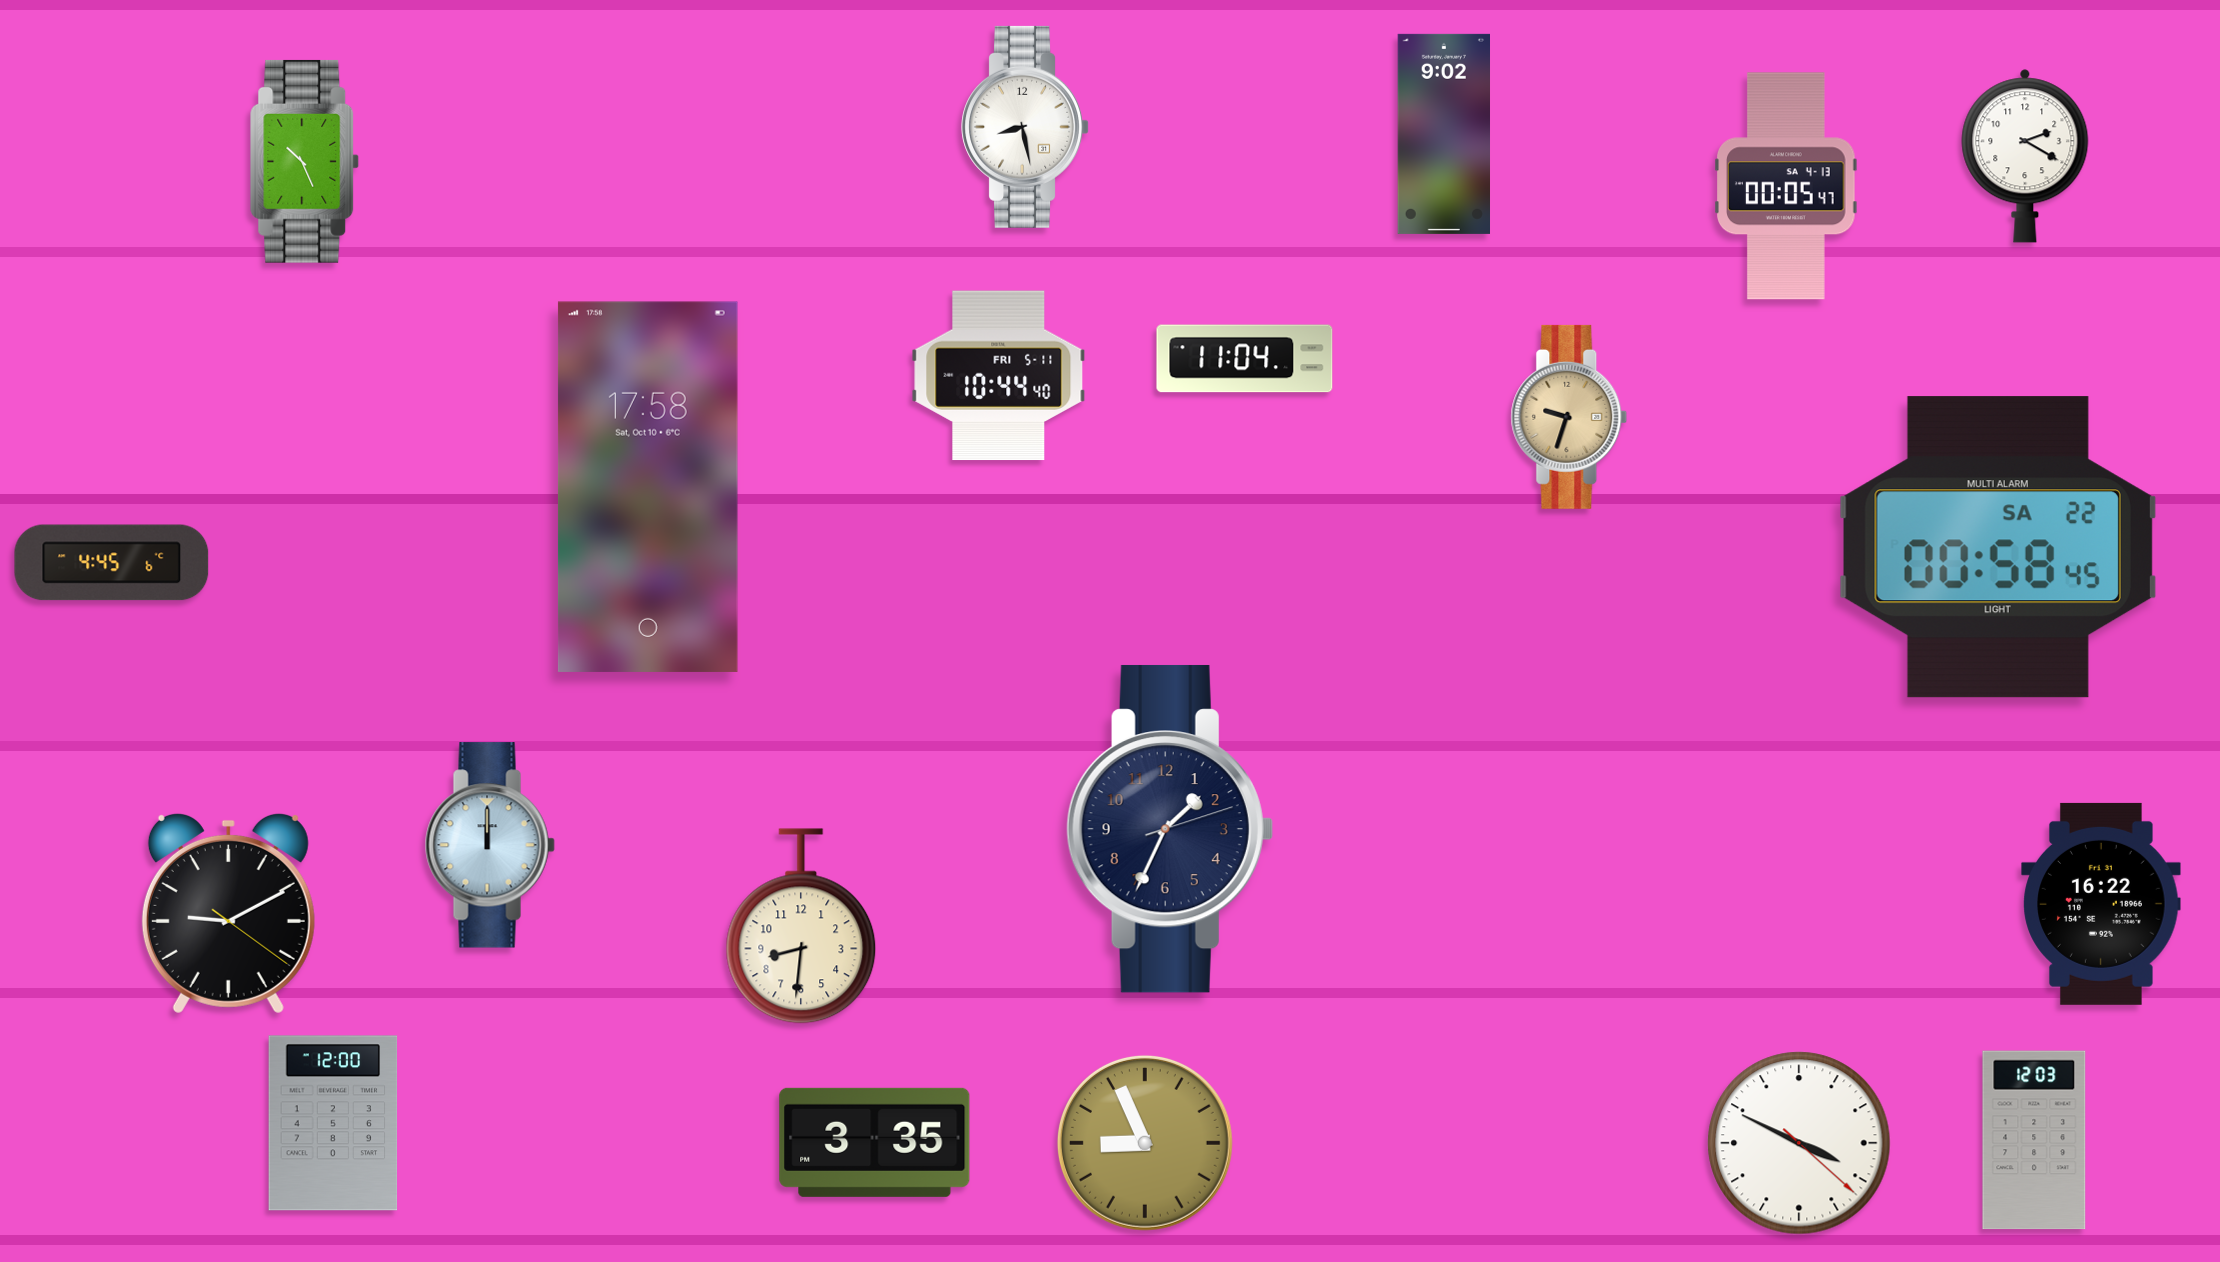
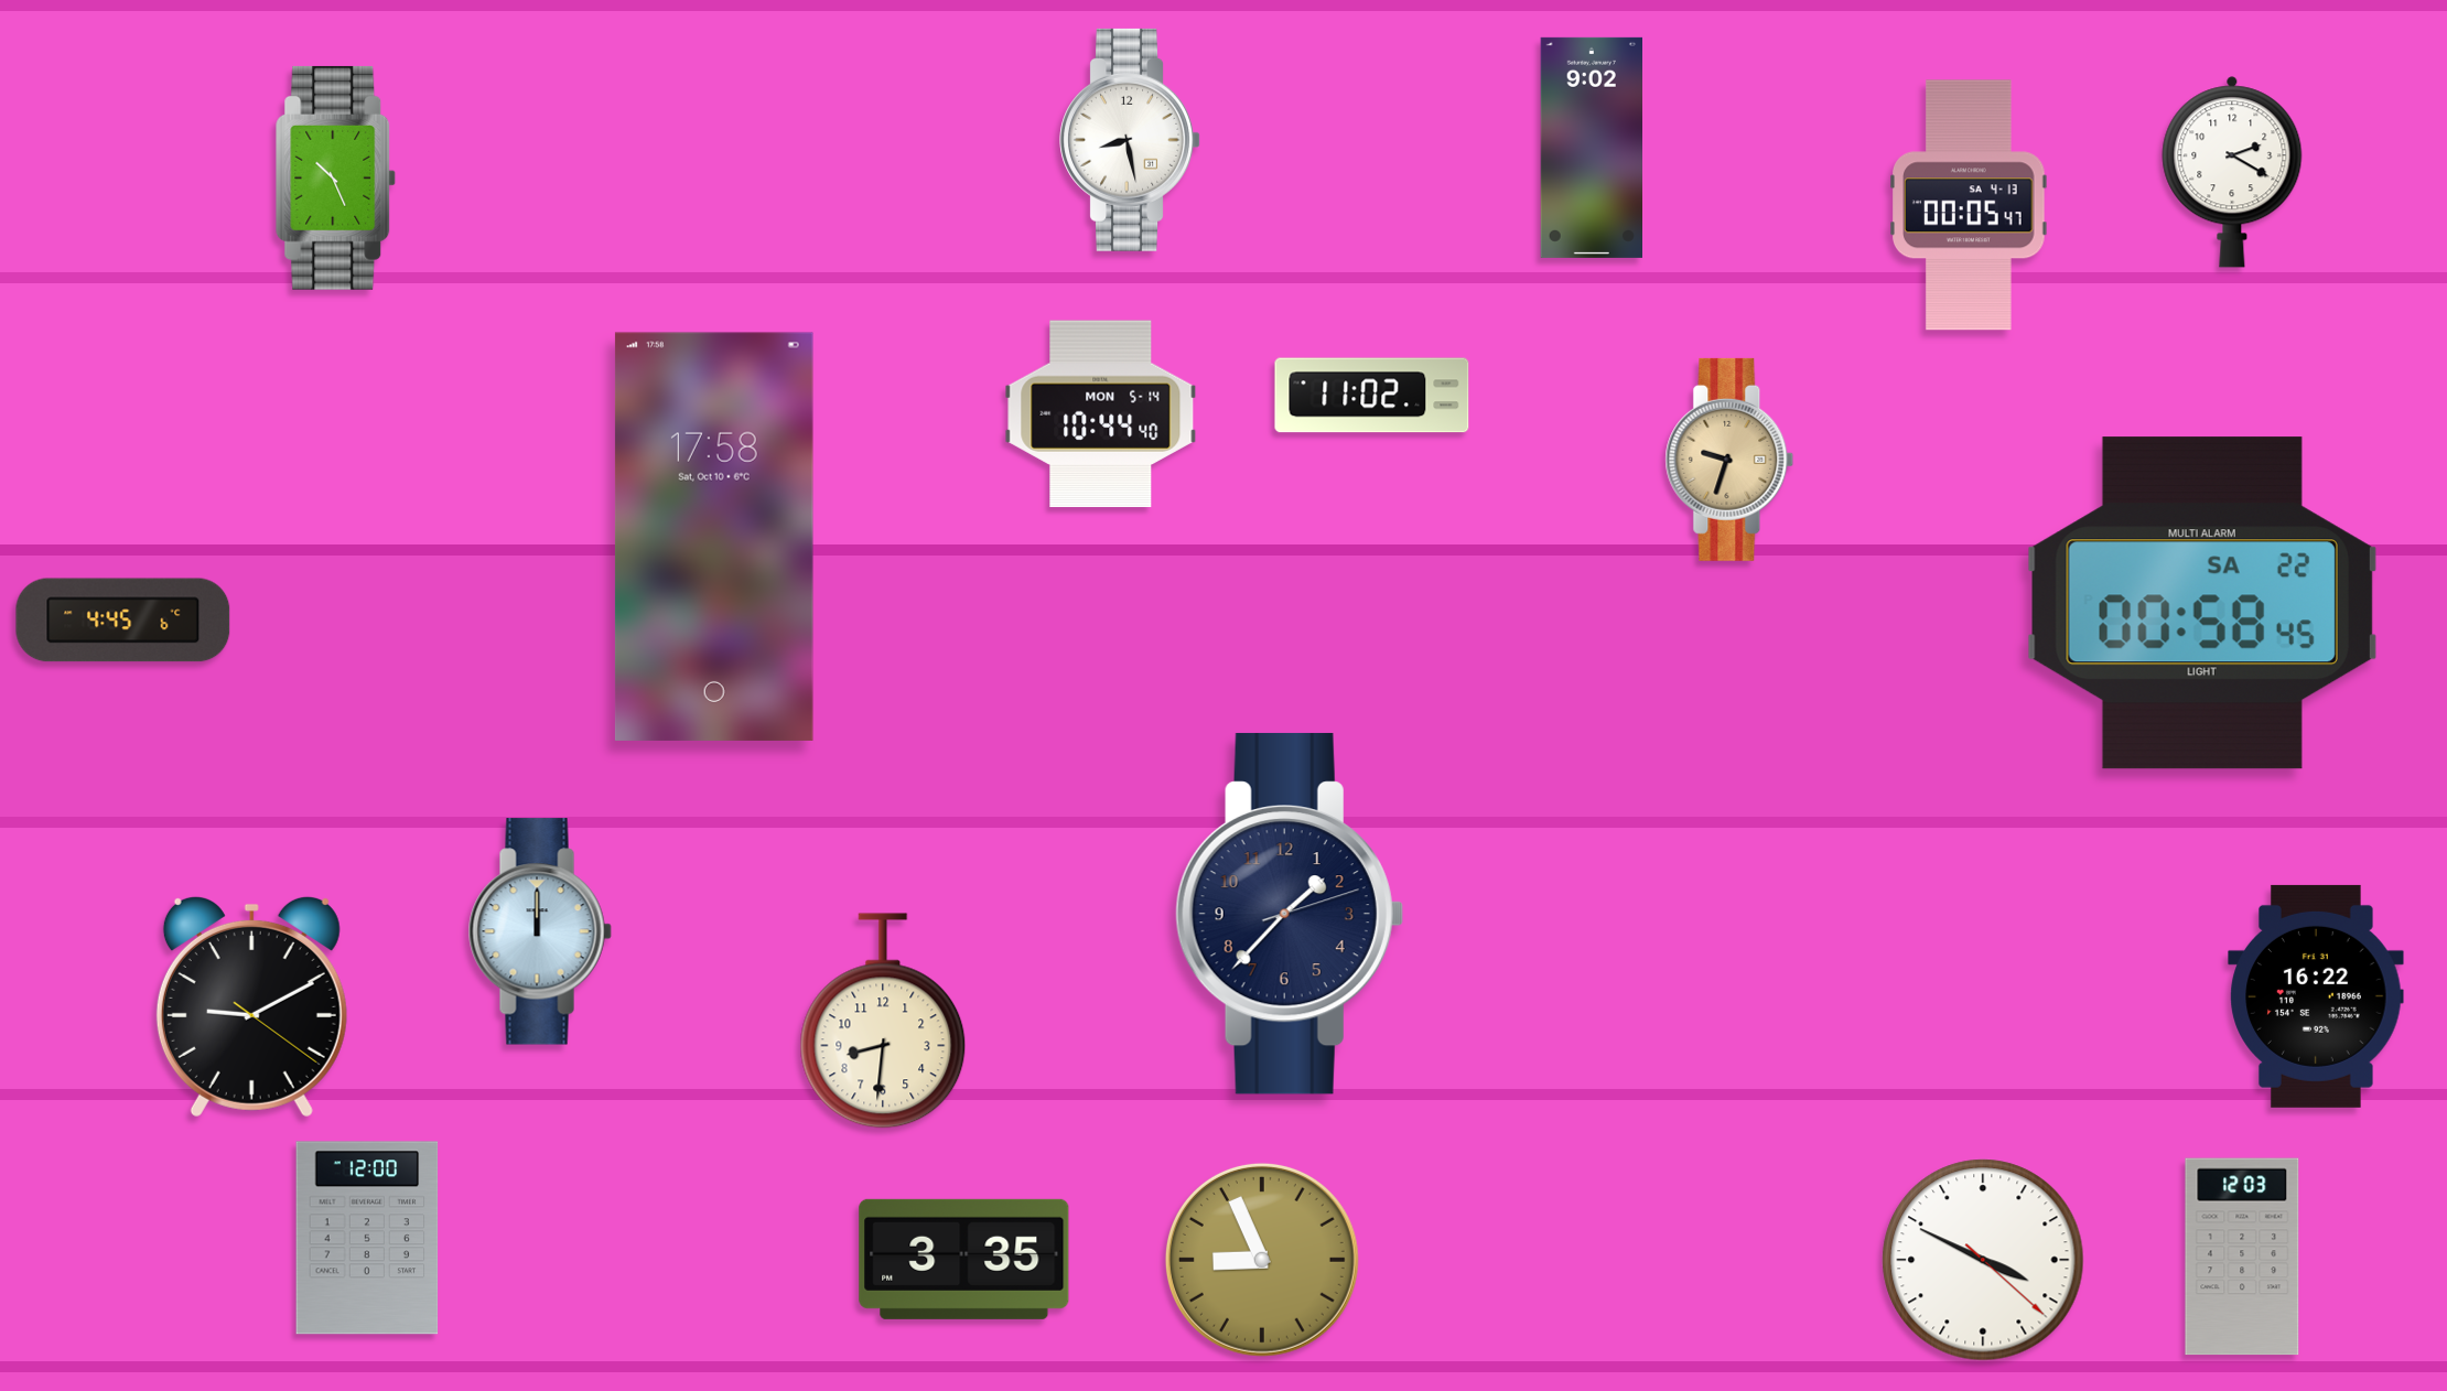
clock at (1245, 359): 11:04 -> 11:02
clock at (999, 376) date: FRI 5-11 -> MON 5-14
clock at (1170, 829): 1:34 -> 1:37
